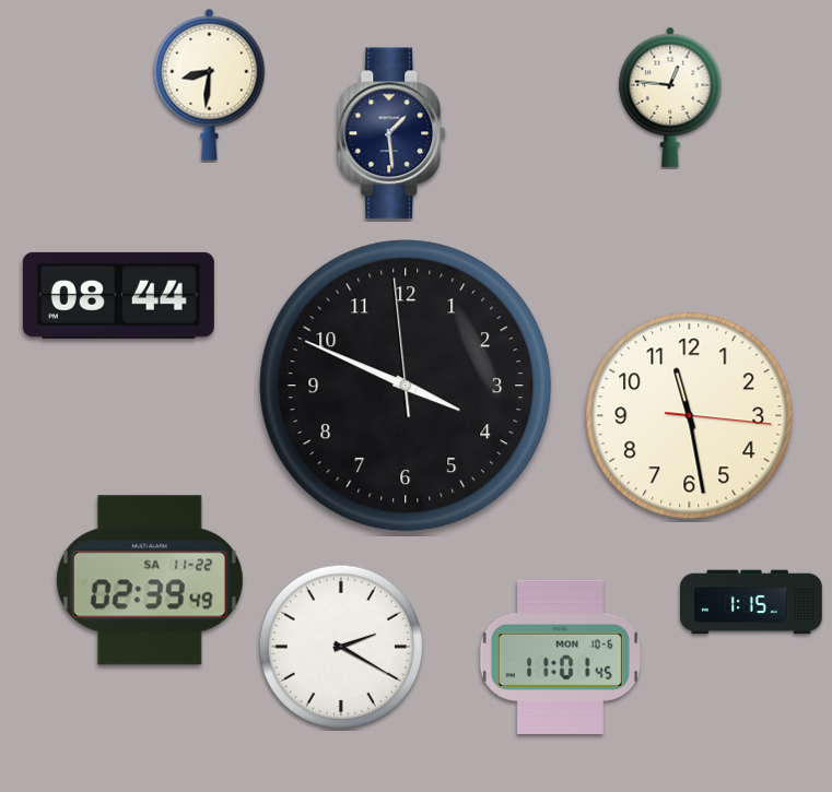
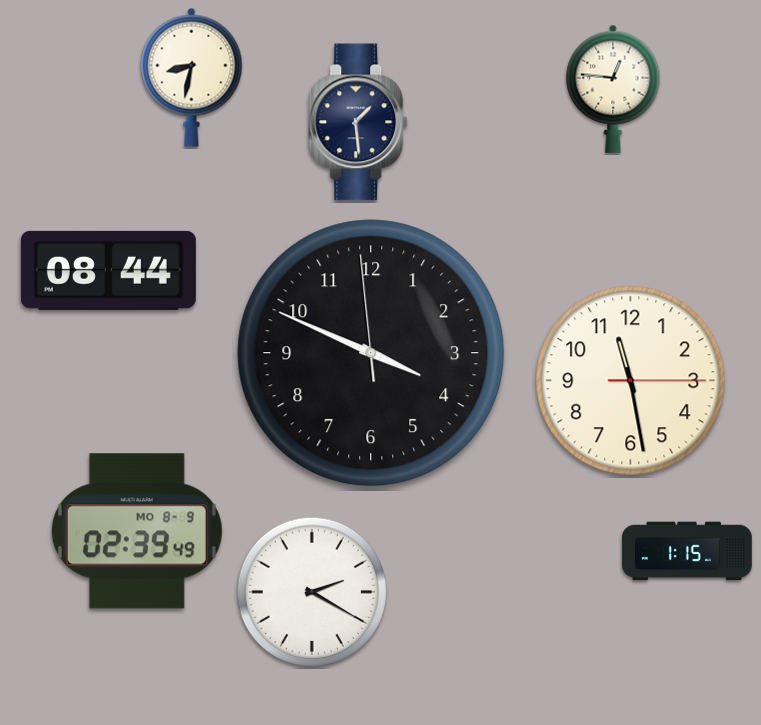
clock at (210, 84): 8:31 -> 8:32
clock at (690, 416): 11:28:16 -> 11:28:15
clock at (150, 580) date: SA 11-22 -> MO 8-9
clock at (560, 657): 11:01 -> none
